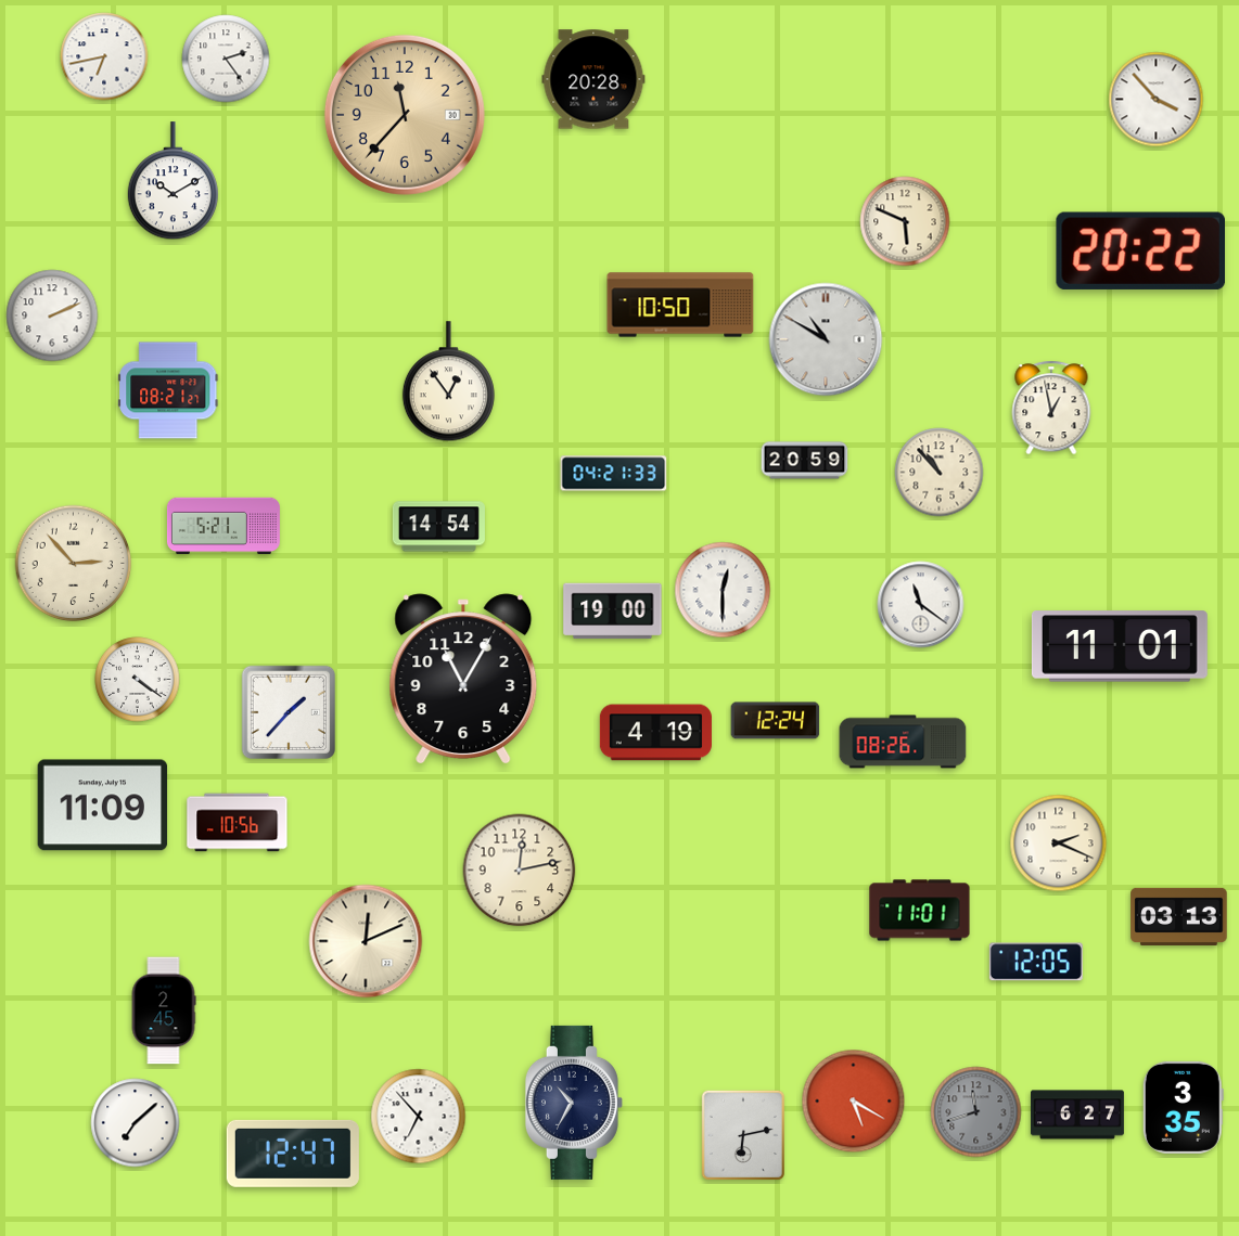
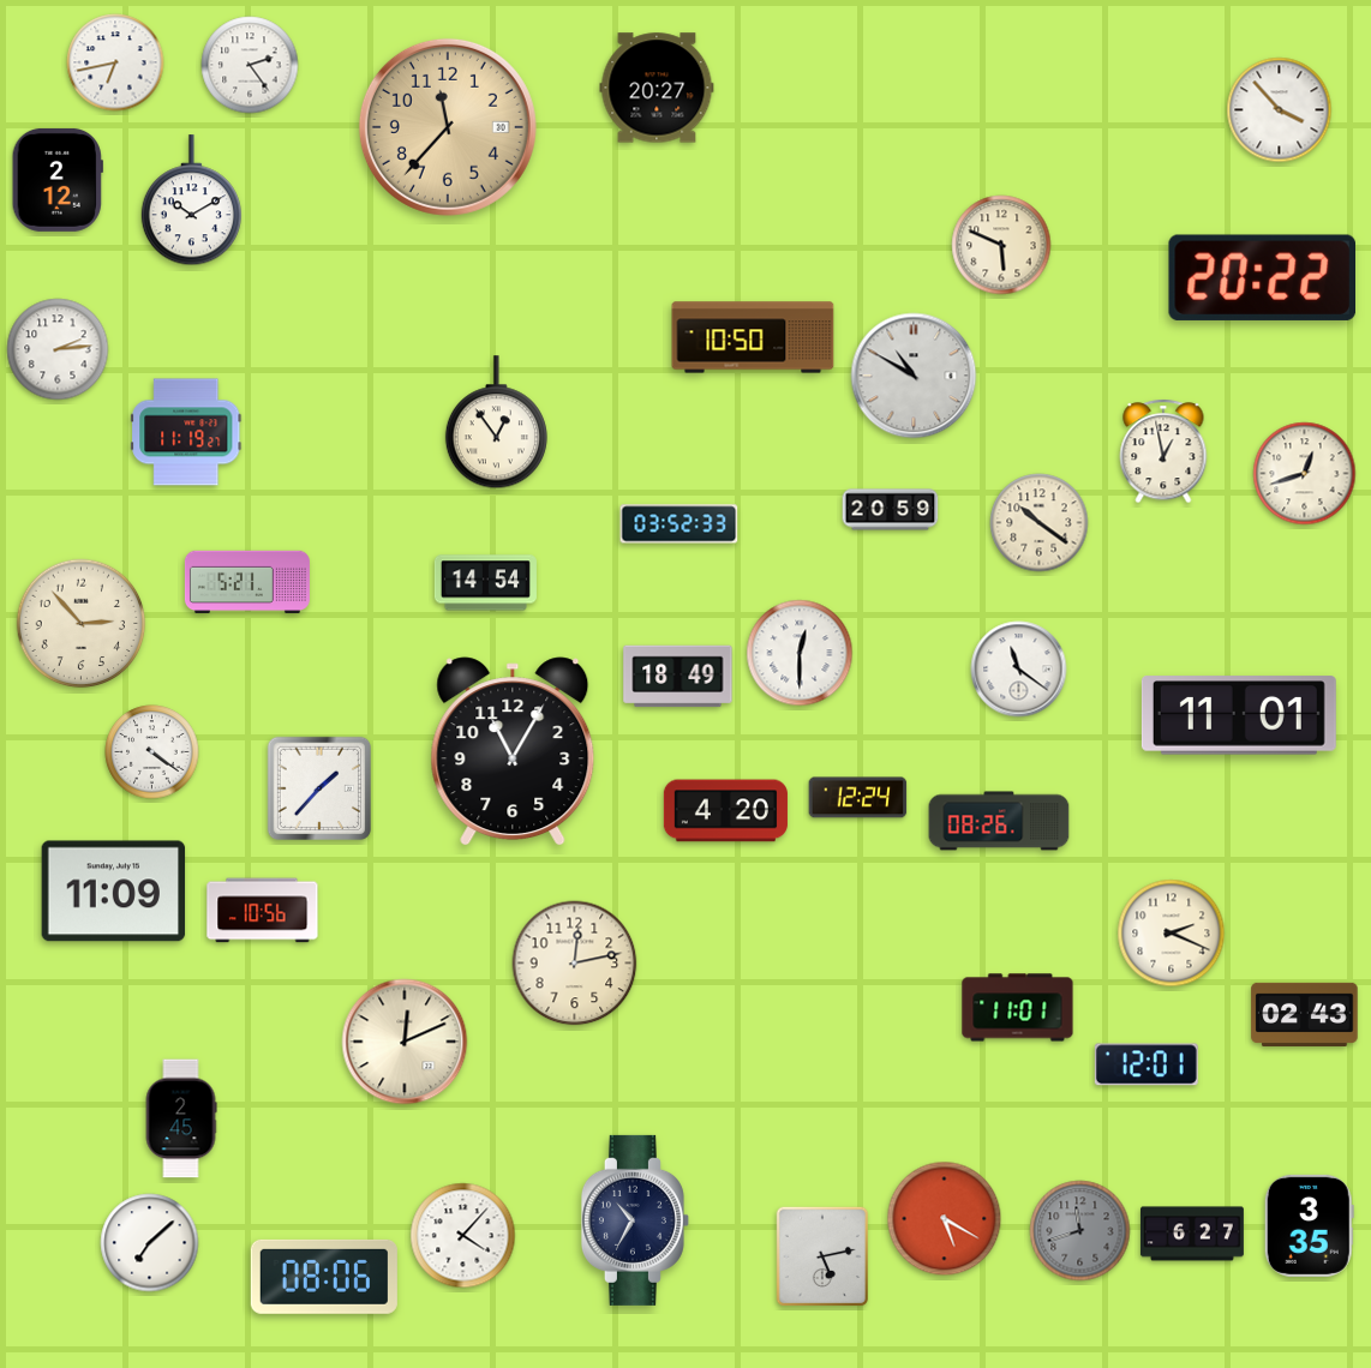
clock at (593, 79): 20:28 -> 20:27
clock at (58, 180): none -> 2:12
clock at (52, 316): 2:11 -> 2:14
clock at (168, 390): 08:21 -> 11:19
clock at (1305, 474): none -> 12:42
clock at (940, 473): 10:53 -> 10:21
clock at (614, 474): 04:21 -> 03:52
clock at (613, 611): 19:00 -> 18:49
clock at (655, 733): 4:19 -> 4:20
clock at (1179, 916): 03:13 -> 02:43
clock at (1036, 962): 12:05 -> 12:01
clock at (419, 1117): 6:53 -> 4:07
clock at (742, 1135): 6:13 -> 5:13
clock at (293, 1154): 12:47 -> 08:06
